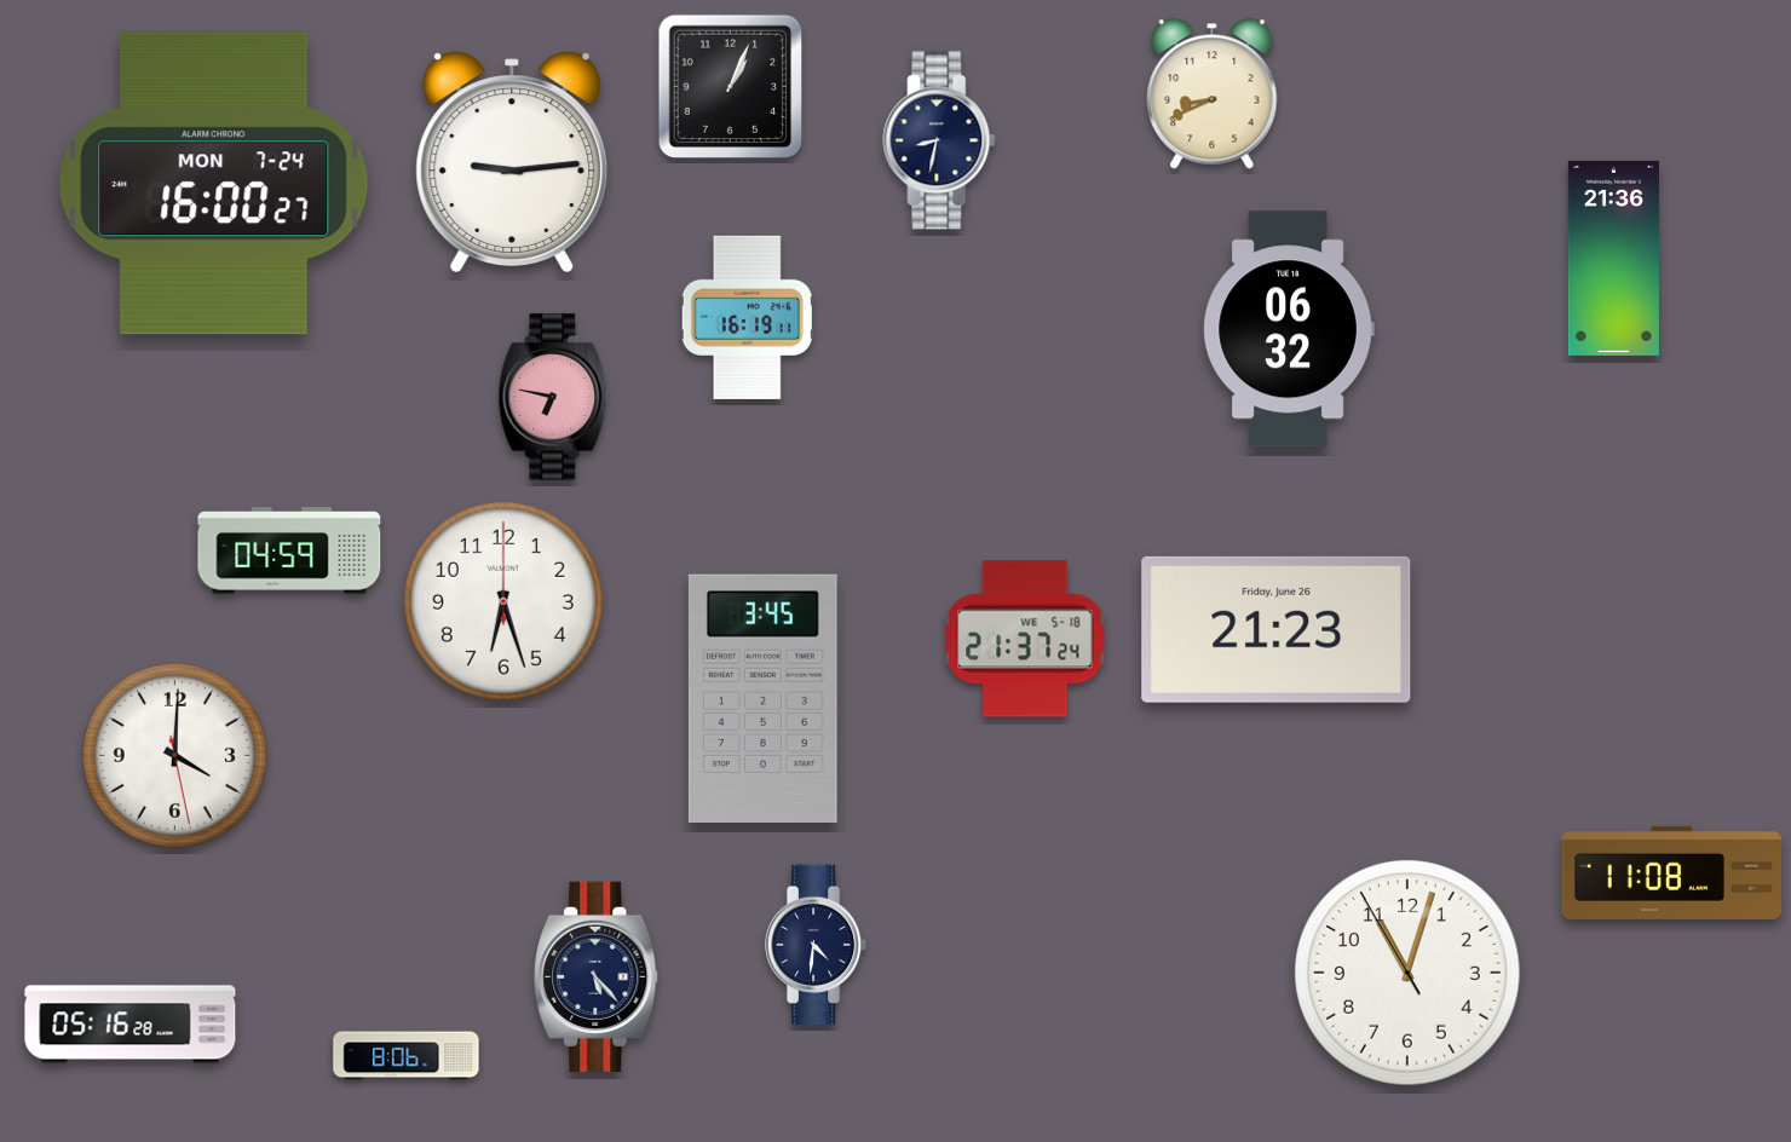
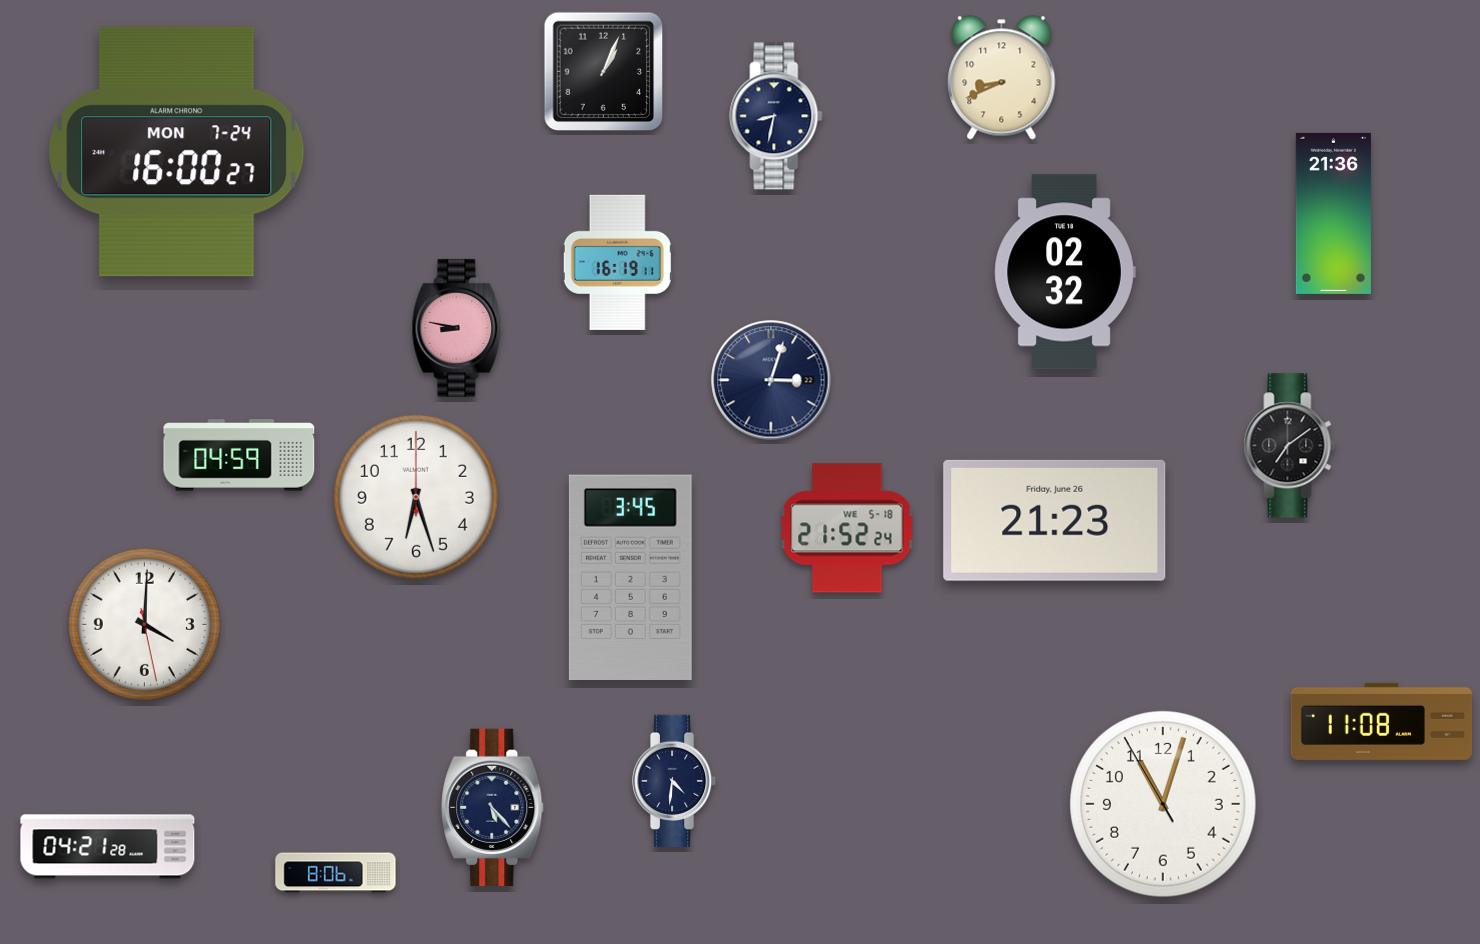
clock at (512, 162): 9:14 -> none
clock at (1289, 329): 06:32 -> 02:32
clock at (553, 397): 6:47 -> 8:47
clock at (771, 380): none -> 3:03
clock at (1290, 446): none -> 7:09
clock at (1025, 639): 21:37 -> 21:52
clock at (131, 1025): 05:16 -> 04:21
